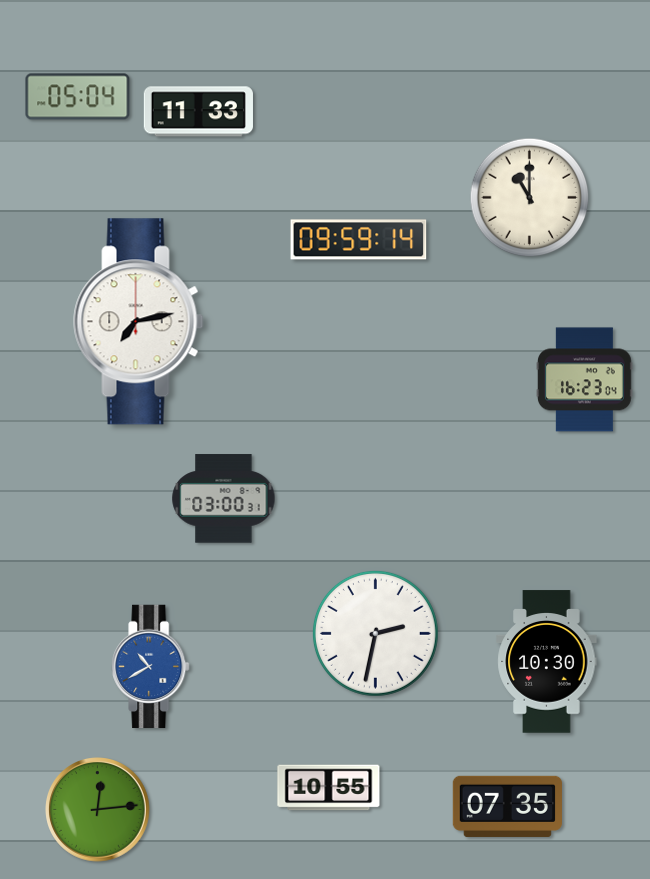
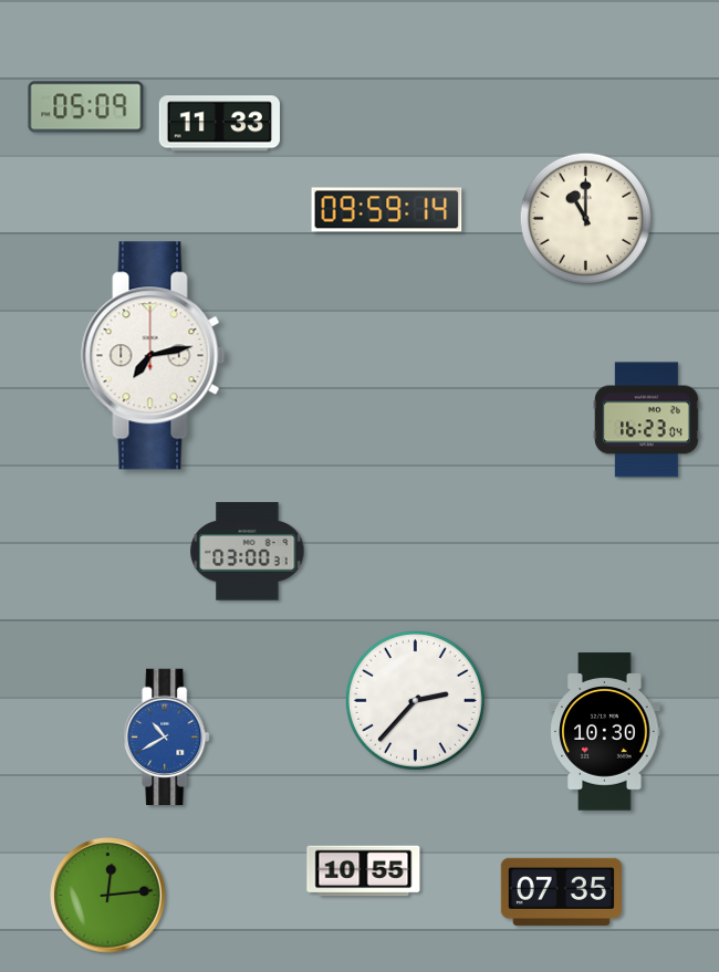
clock at (78, 97): 05:04 -> 05:09
clock at (359, 240) position: (359, 240) -> (387, 210)
clock at (375, 633): 2:32 -> 2:37
